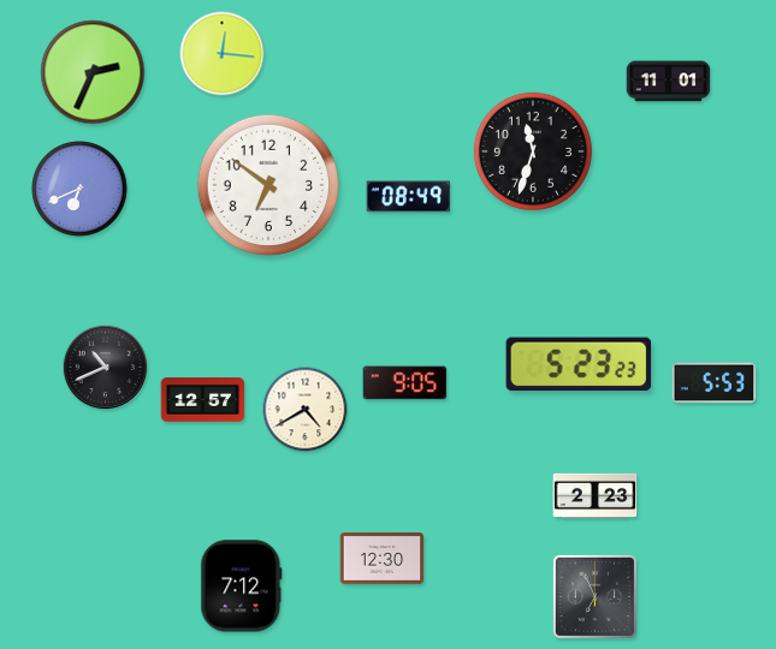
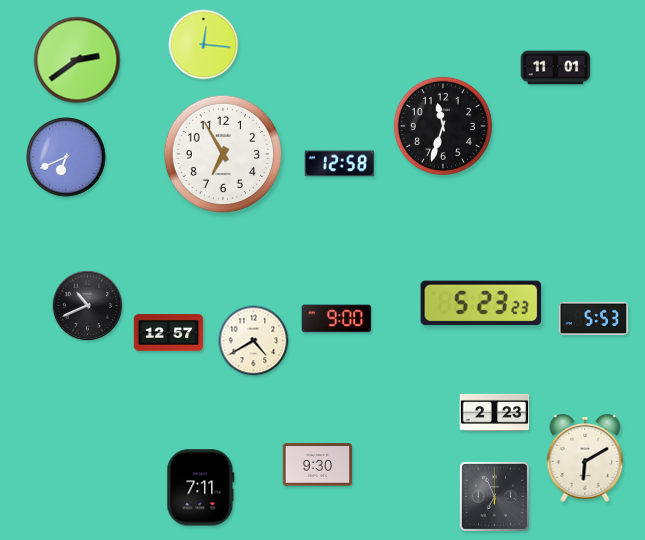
clock at (223, 54) position: (223, 54) -> (204, 45)
clock at (93, 72): 2:34 -> 2:39
clock at (268, 185): 6:51 -> 6:55
clock at (409, 197): 08:49 -> 12:58
clock at (405, 383): 9:05 -> 9:00
clock at (585, 458): none -> 6:10
clock at (383, 559): 12:30 -> 9:30
clock at (242, 587): 7:12 -> 7:11
